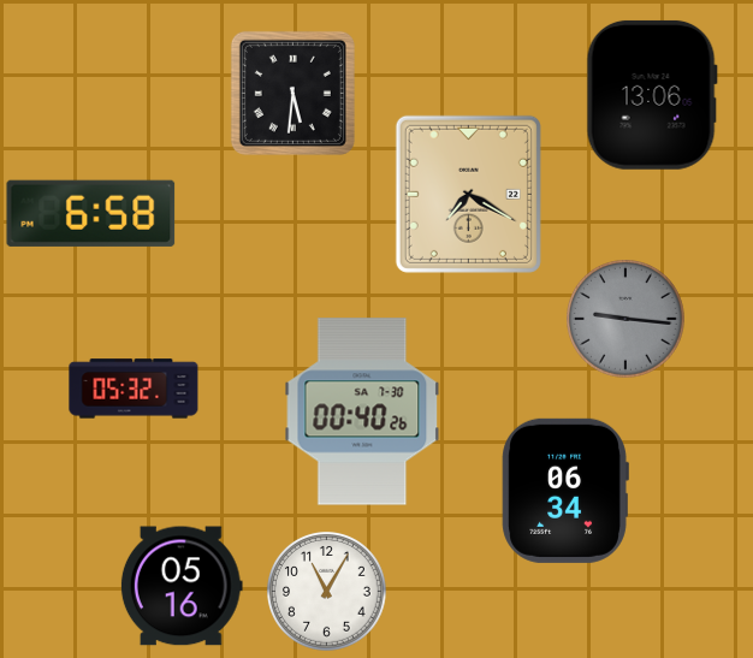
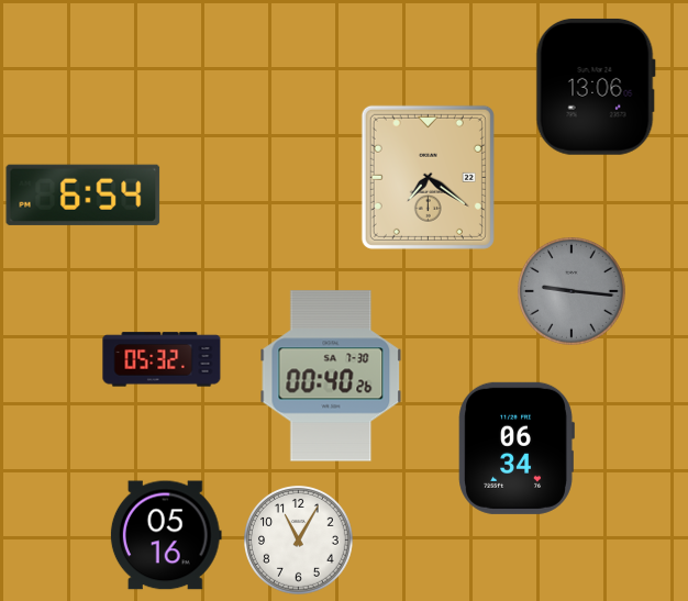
clock at (292, 93): 5:31 -> none
clock at (468, 194): 7:20 -> 7:21
clock at (91, 213): 6:58 -> 6:54
clock at (134, 389) position: (134, 389) -> (162, 359)
